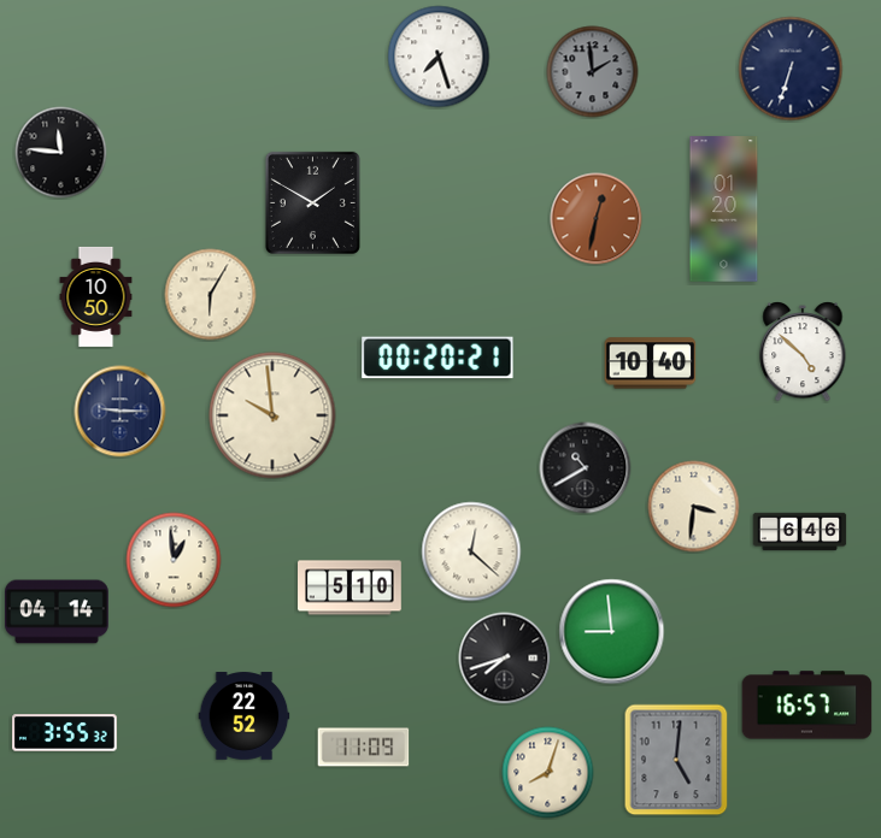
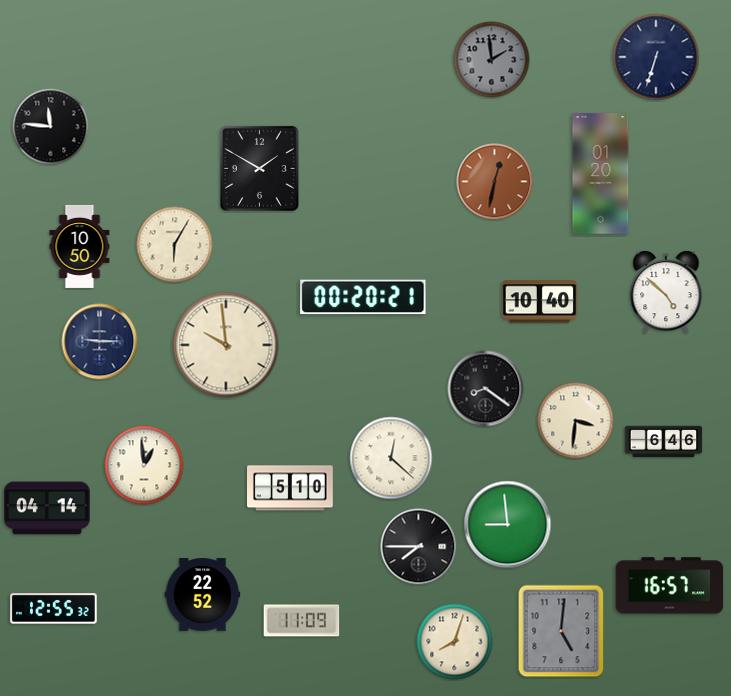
clock at (439, 57): 7:27 -> none
clock at (586, 468): 10:40 -> 8:21
clock at (505, 659): 7:42 -> 7:45
clock at (65, 733): 3:55 -> 12:55
